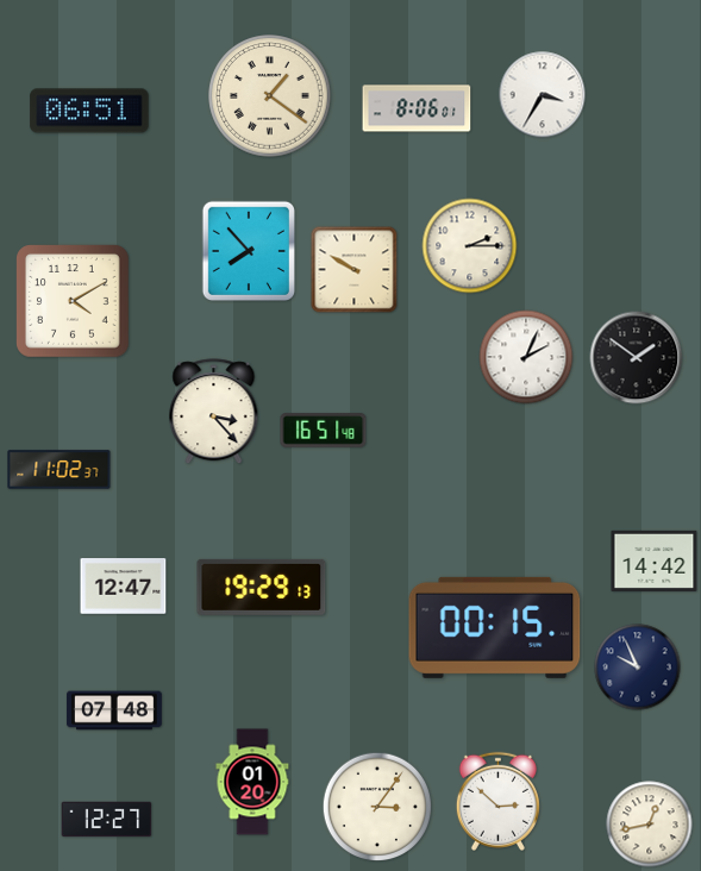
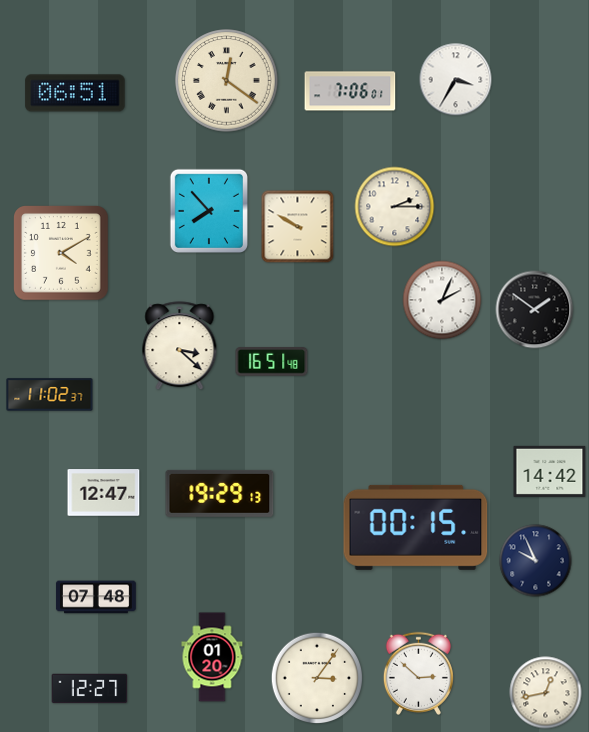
clock at (270, 96): 1:21 -> 12:21
clock at (417, 108): 8:06 -> 7:06
clock at (637, 358) position: (637, 358) -> (535, 310)
clock at (214, 412): 3:23 -> 3:22
